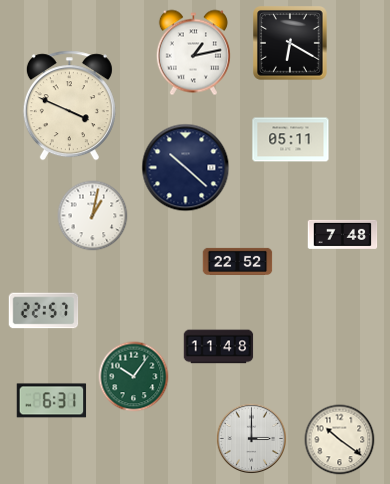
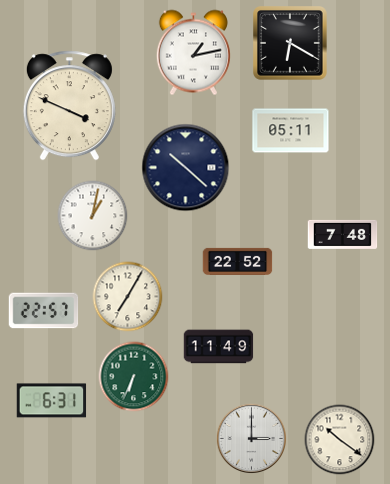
clock at (291, 140) position: (291, 140) -> (291, 131)
clock at (128, 297): none -> 7:05
clock at (219, 347): 11:48 -> 11:49
clock at (134, 377): 10:06 -> 6:34
